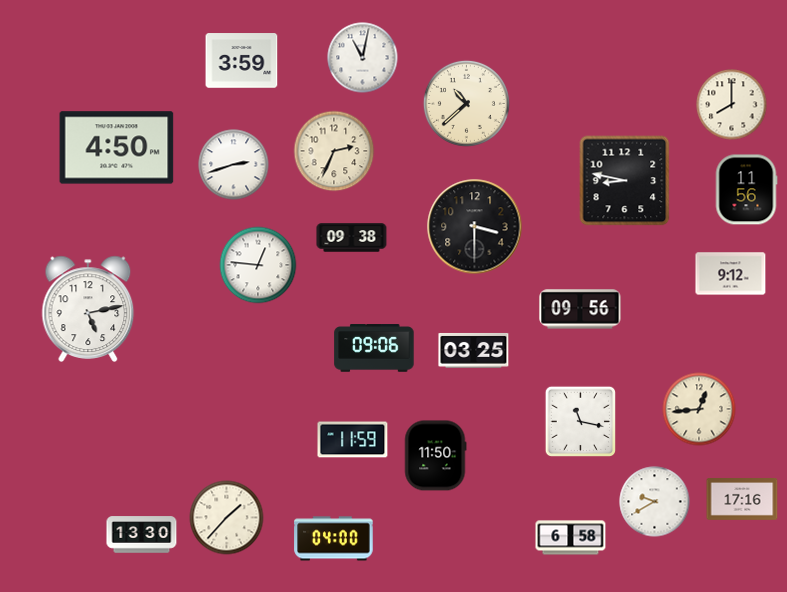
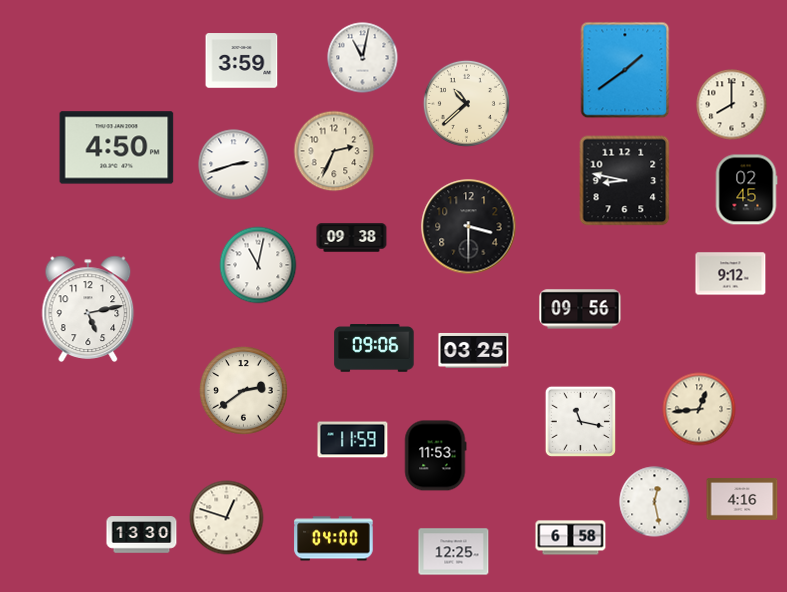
clock at (625, 70): none -> 1:39
clock at (746, 190): 11:56 -> 02:45
clock at (475, 227) position: (475, 227) -> (469, 227)
clock at (258, 265): 12:46 -> 11:02
clock at (243, 390): none -> 2:39
clock at (435, 456): 11:50 -> 11:53
clock at (742, 500): 17:16 -> 4:16
clock at (655, 502): 9:40 -> 12:28
clock at (227, 518): 1:37 -> 12:48
clock at (454, 552): none -> 12:25
